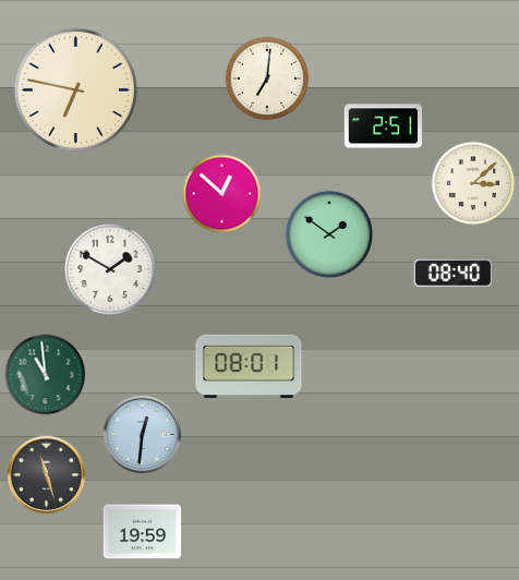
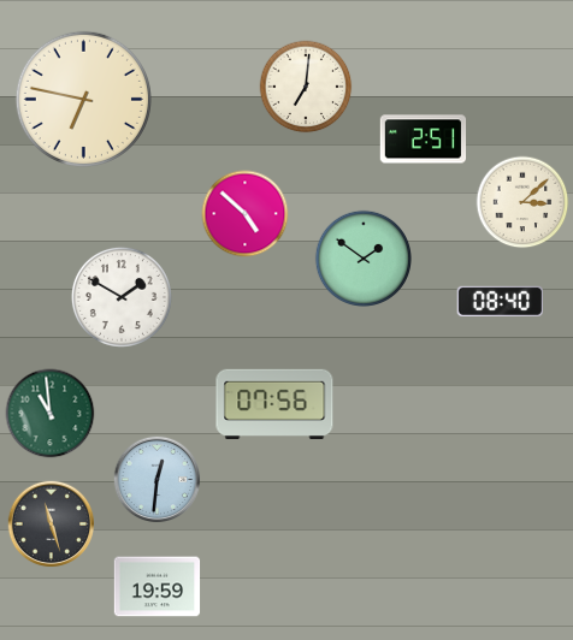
clock at (267, 78) position: (267, 78) -> (306, 87)
clock at (222, 194): 12:52 -> 4:52
clock at (249, 365): 08:01 -> 07:56
